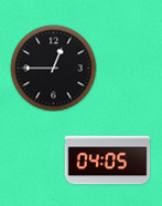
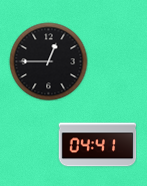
clock at (107, 161): 04:05 -> 04:41
